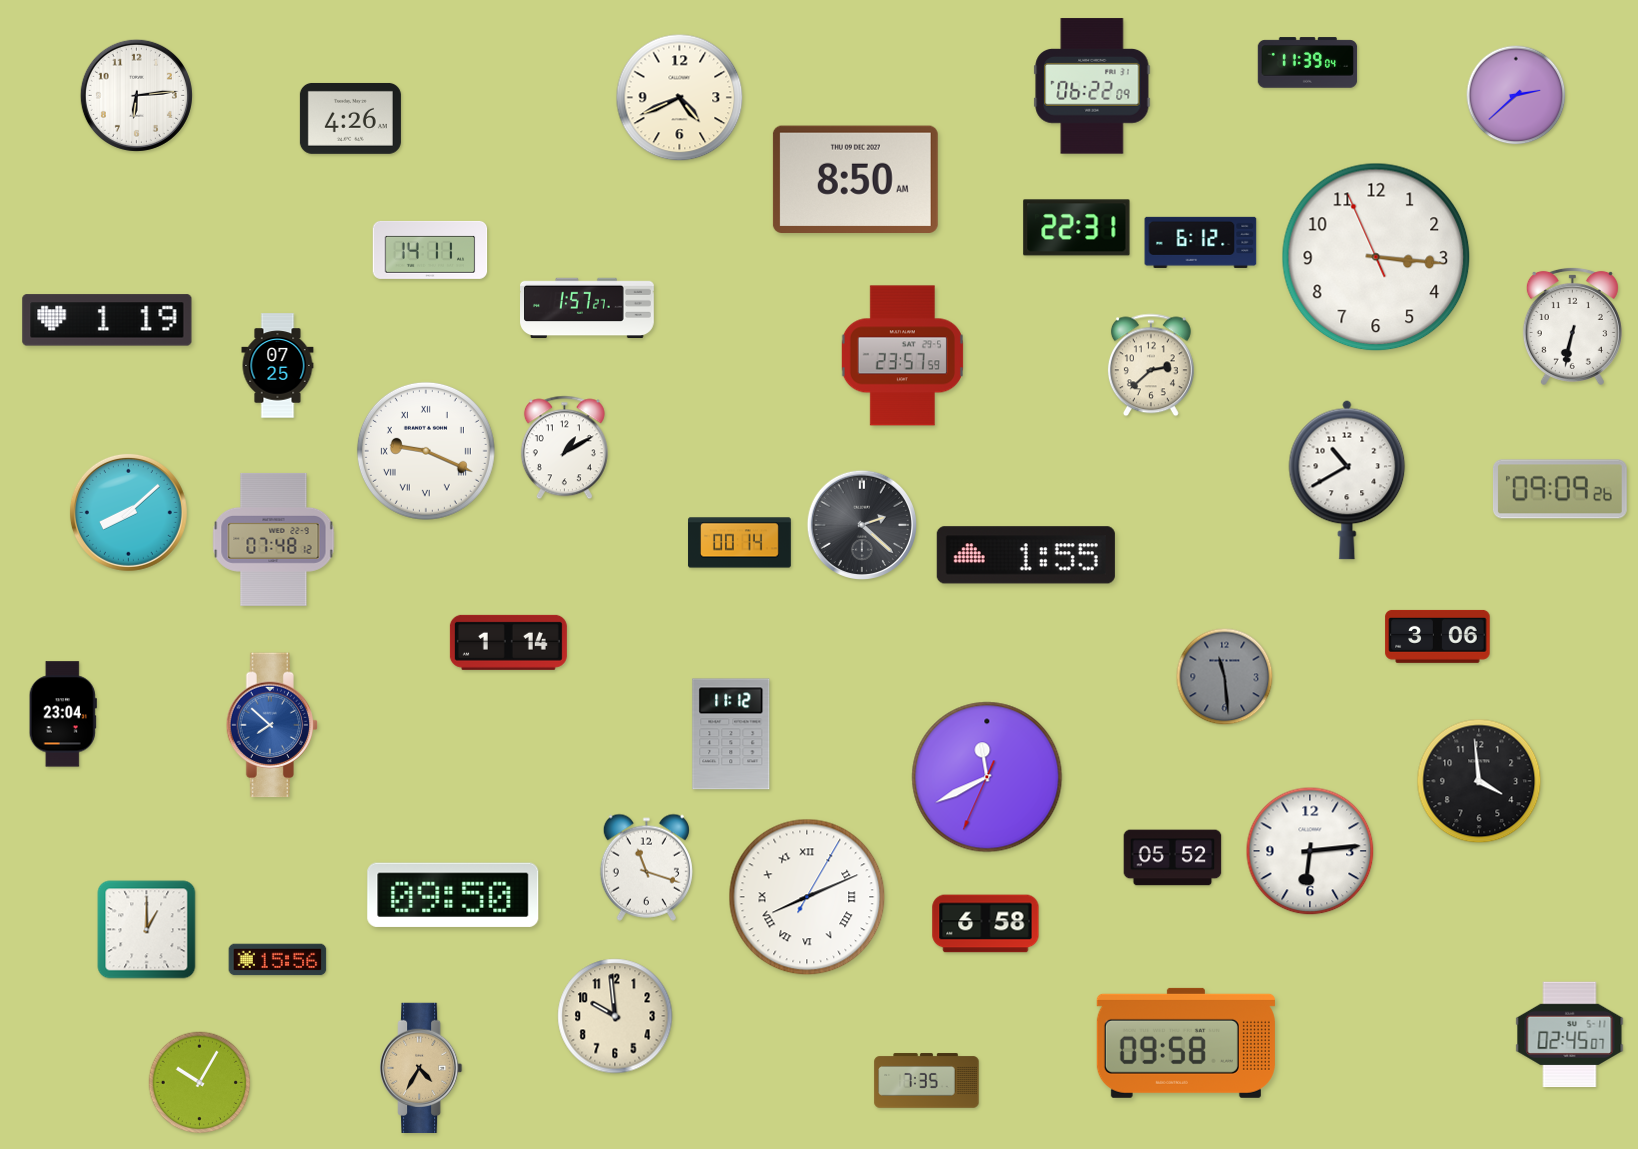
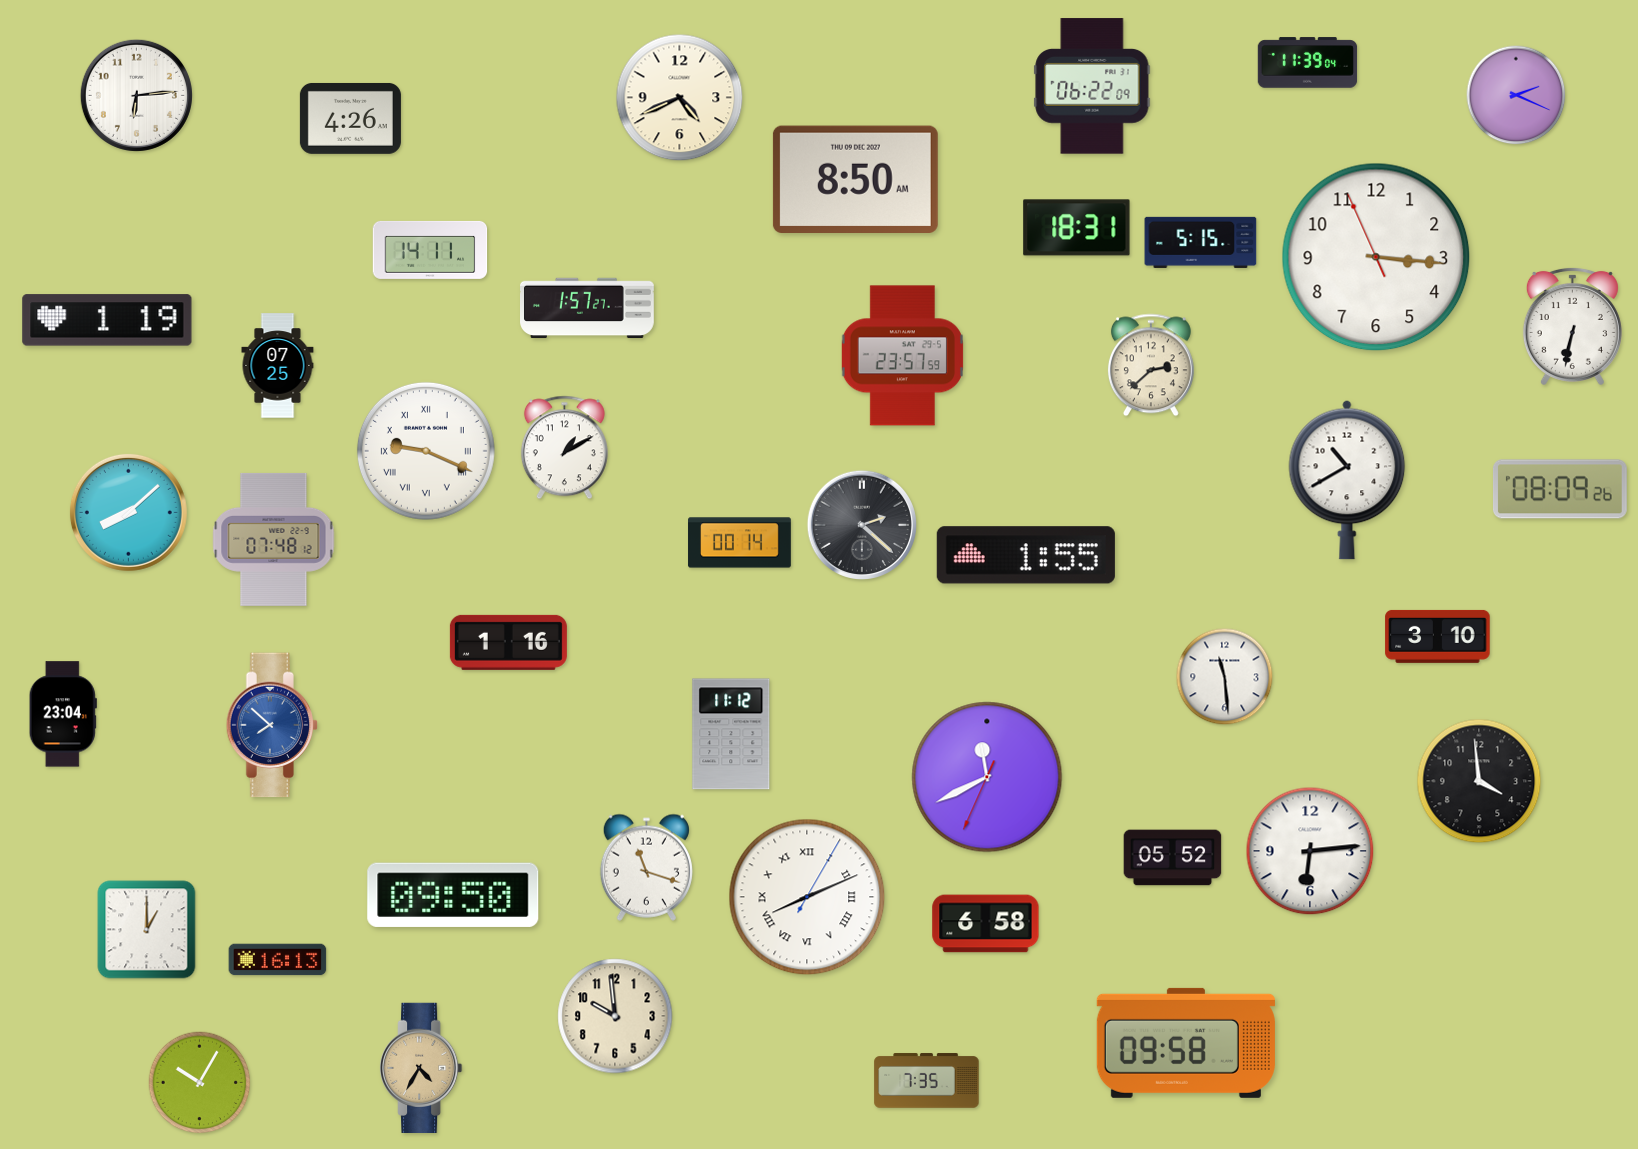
clock at (1516, 95): 2:38 -> 2:19
clock at (1077, 228): 22:31 -> 18:31
clock at (1201, 242): 6:12 -> 5:15
clock at (1560, 489): 09:09 -> 08:09
clock at (1438, 636): 3:06 -> 3:10
clock at (508, 642): 1:14 -> 1:16
clock at (1225, 677) dial: grey -> white
clock at (278, 960): 15:56 -> 16:13
clock at (1570, 1035): 02:45 -> none
